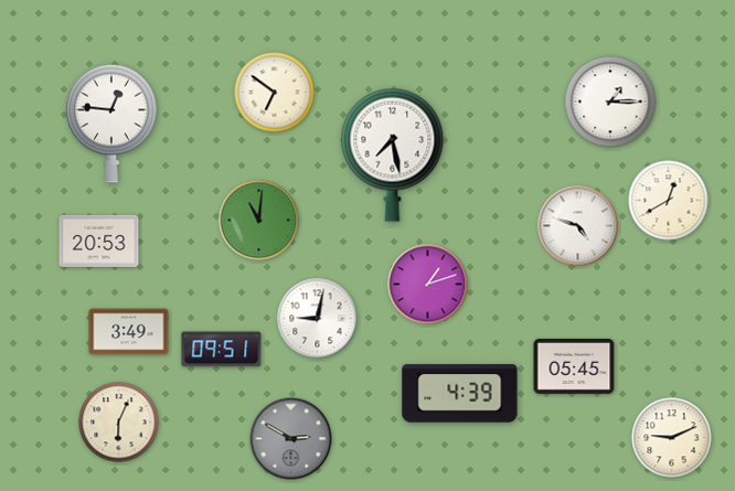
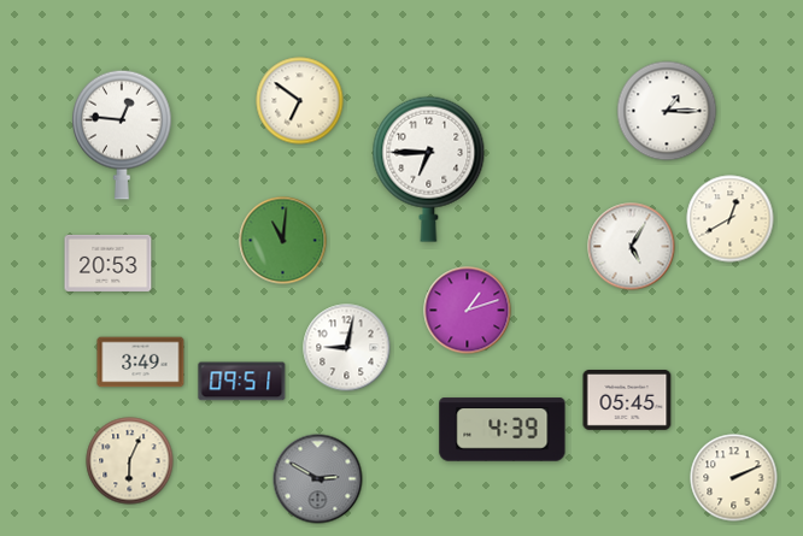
clock at (393, 154): 7:28 -> 6:45
clock at (578, 226): 4:48 -> 5:05
clock at (672, 438): 9:11 -> 2:11
